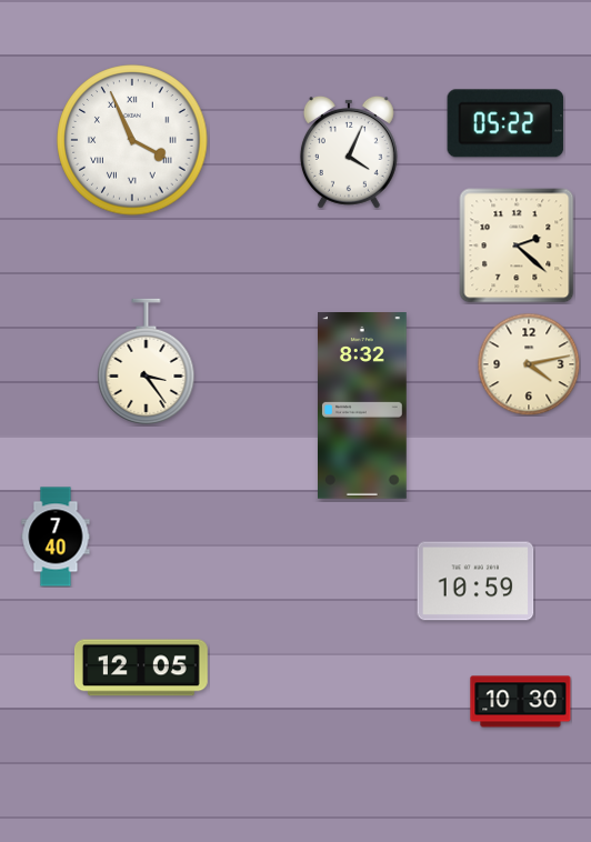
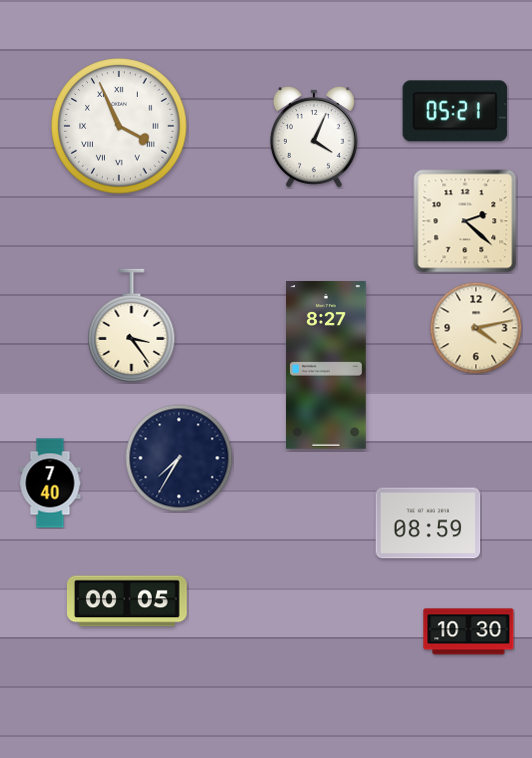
clock at (505, 123): 05:22 -> 05:21
clock at (363, 407): 8:32 -> 8:27
clock at (179, 458): none -> 7:35
clock at (475, 581): 10:59 -> 08:59
clock at (141, 668): 12:05 -> 00:05
